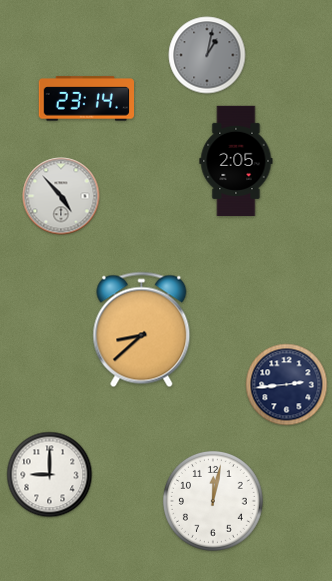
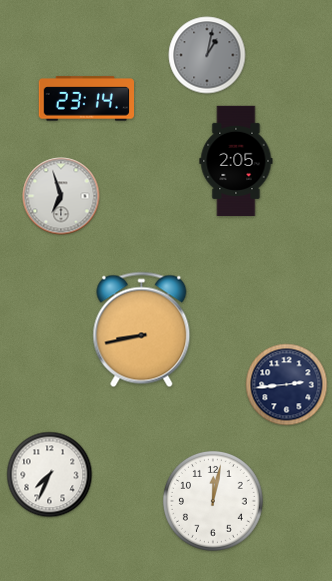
clock at (61, 196): 4:53 -> 6:57
clock at (142, 330): 8:38 -> 8:43
clock at (50, 475): 9:00 -> 7:34
